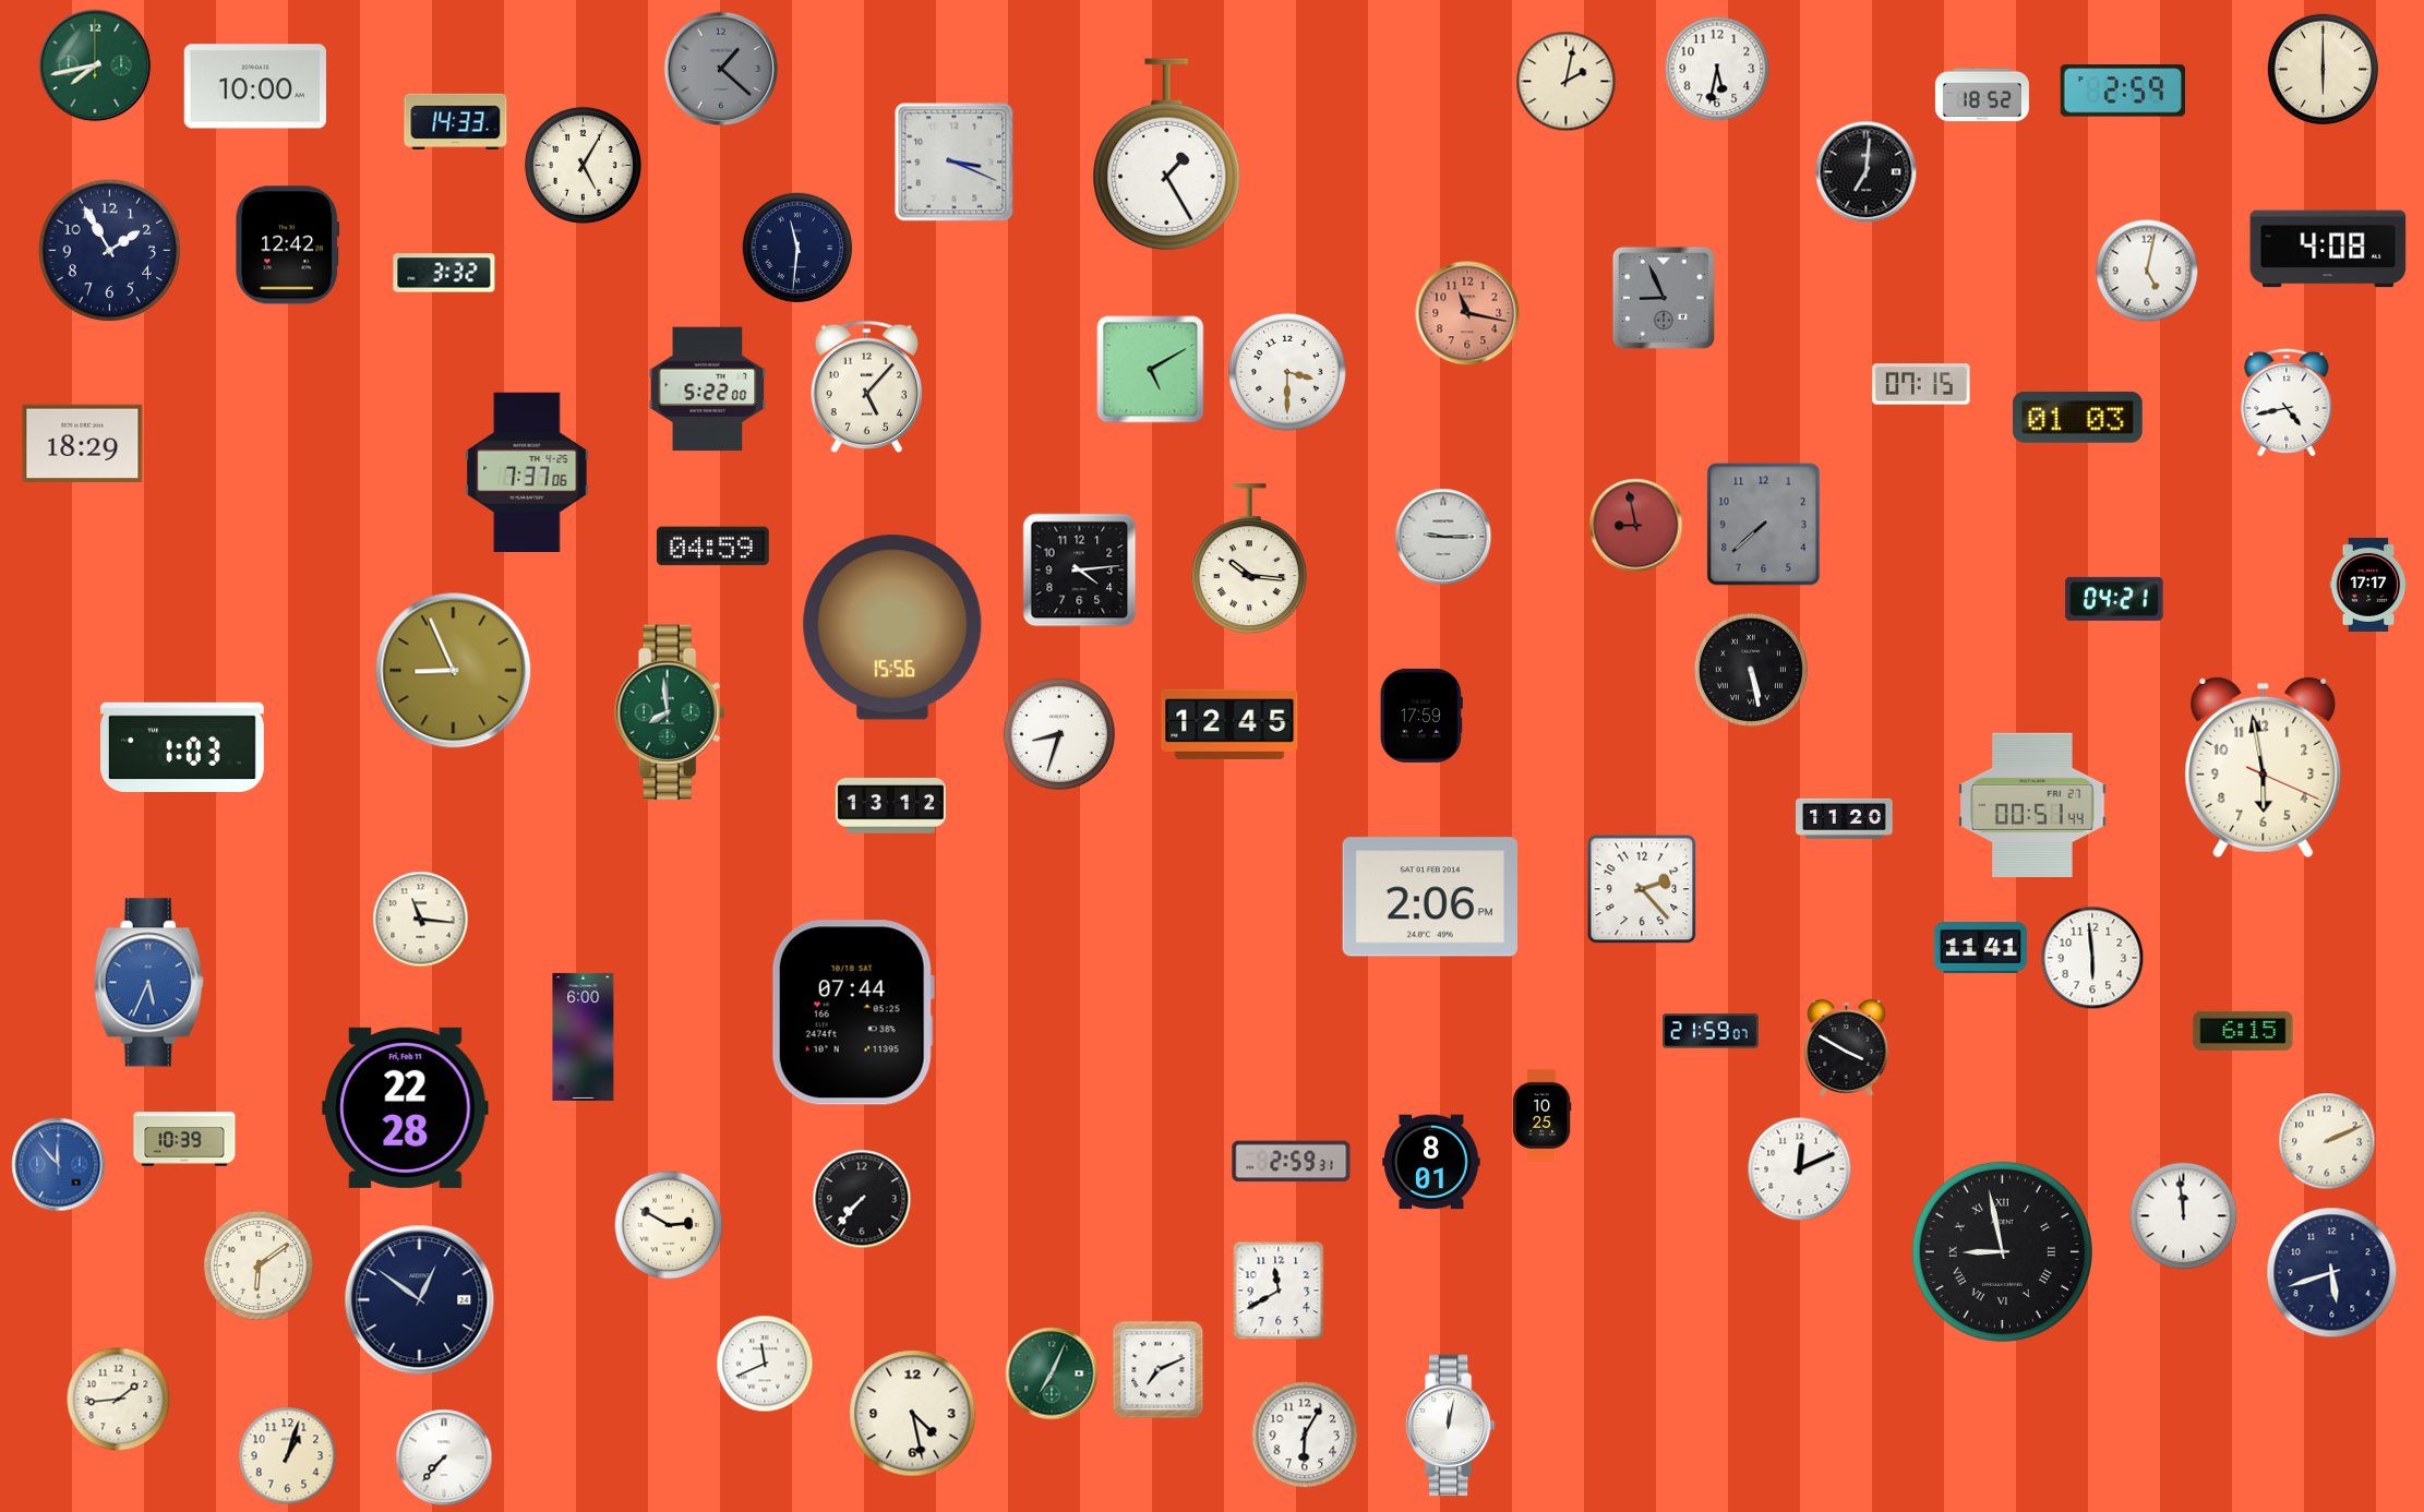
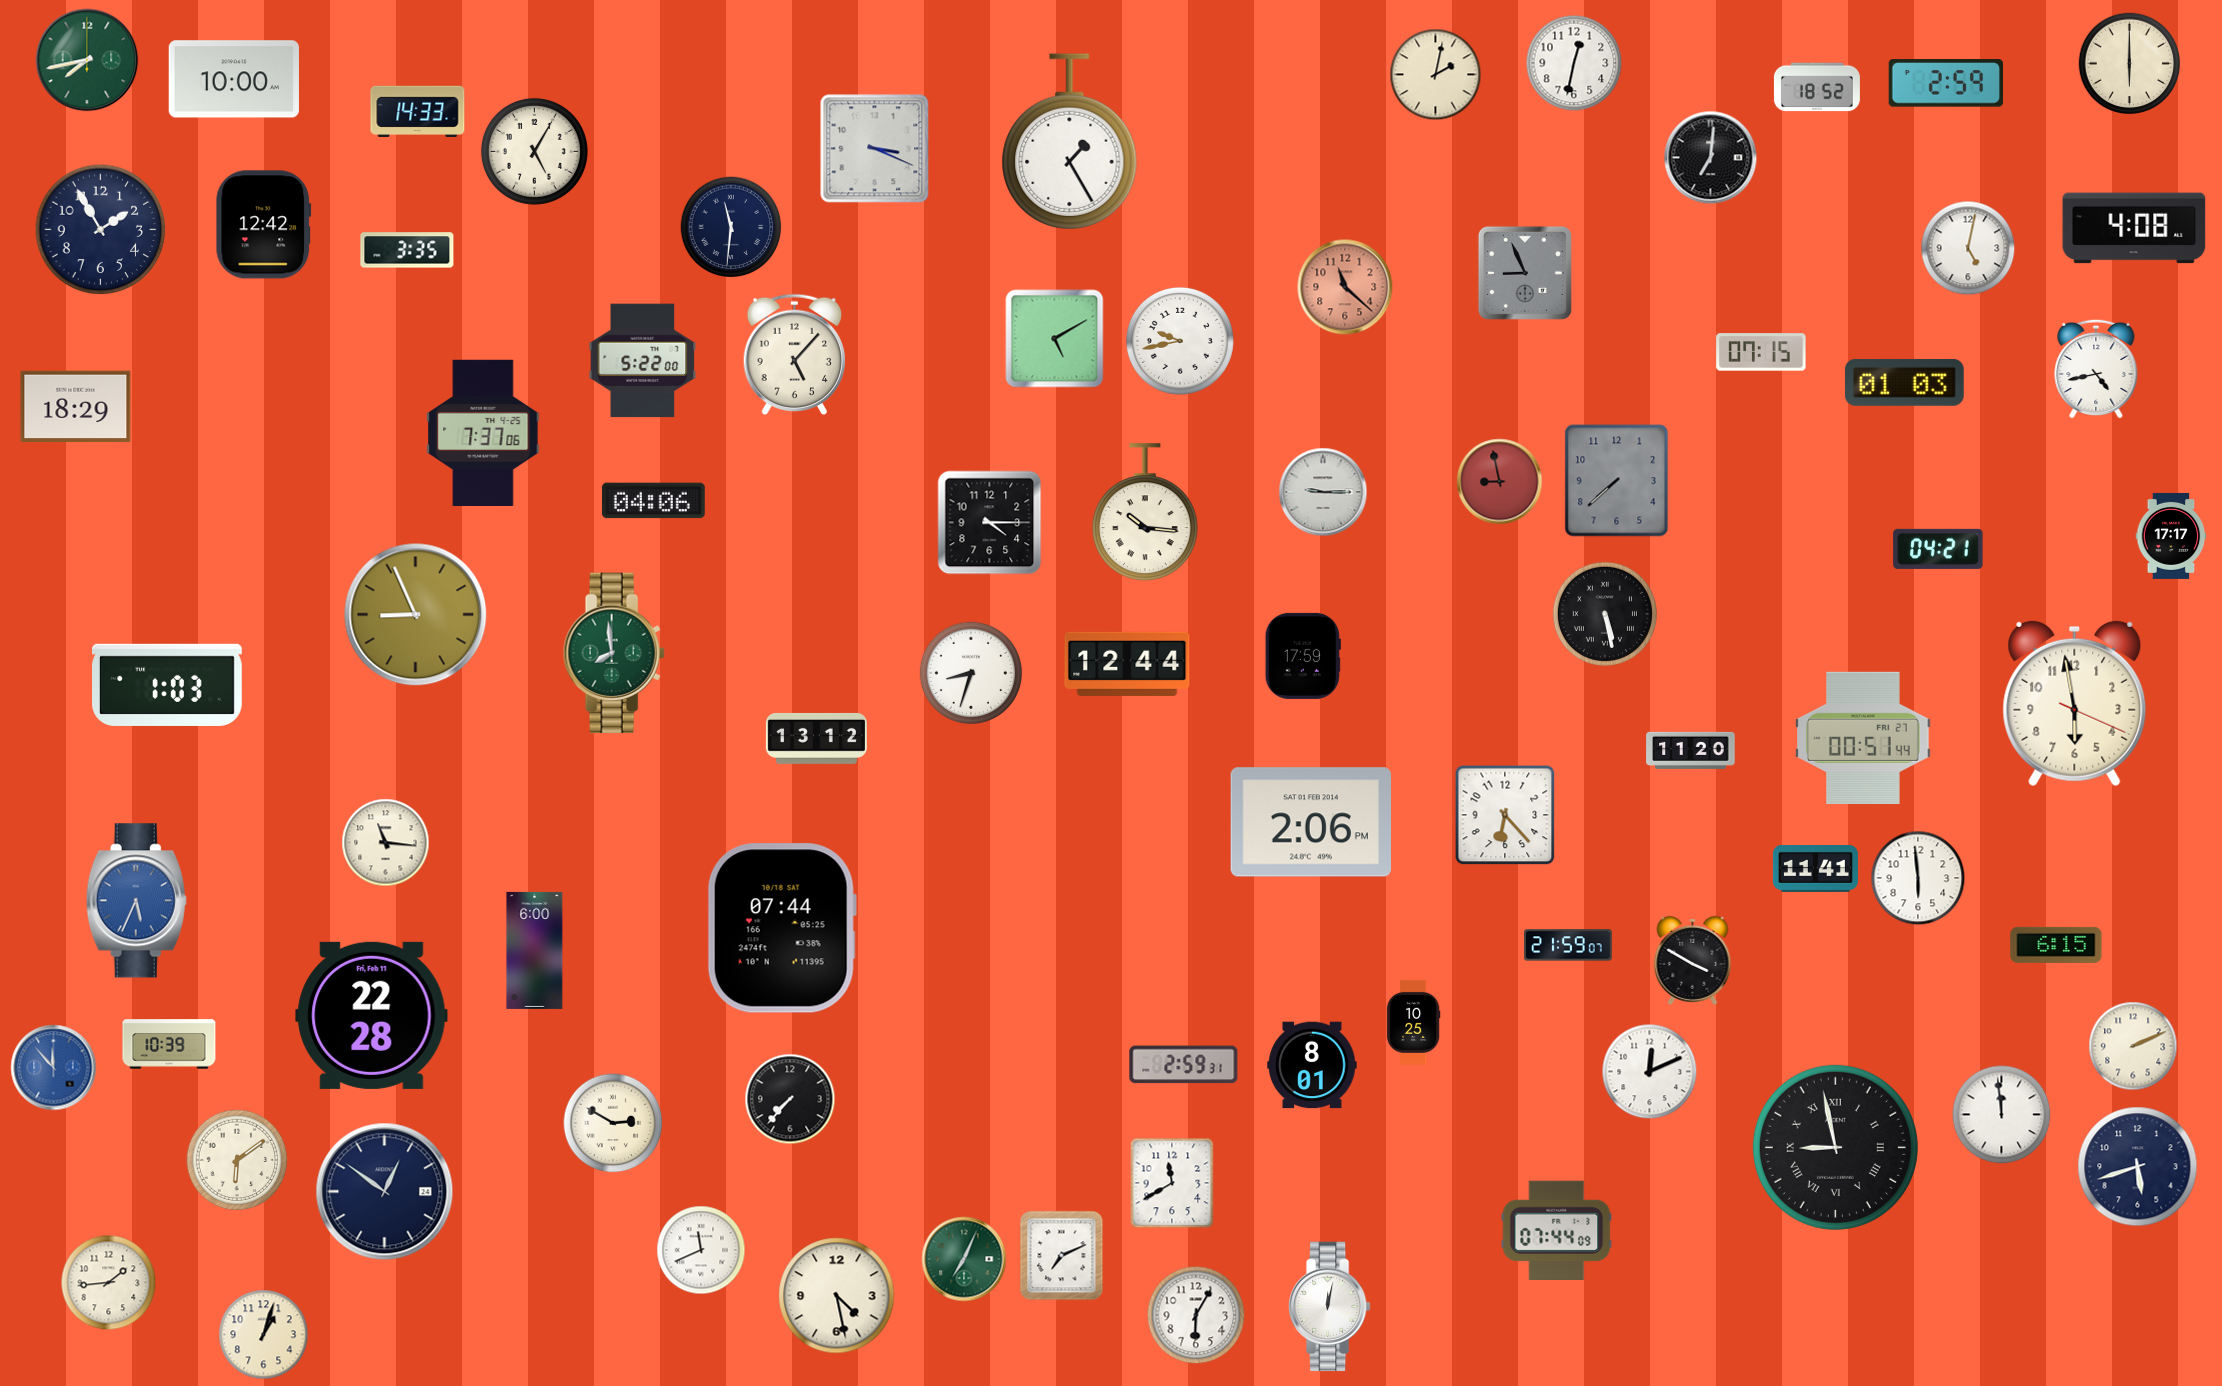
clock at (721, 69): 1:22 -> none
clock at (1717, 69): 5:32 -> 12:32
clock at (444, 273): 3:32 -> 3:35
clock at (1467, 313): 11:17 -> 11:22
clock at (1287, 372): 3:30 -> 9:43
clock at (708, 389) position: (708, 389) -> (643, 361)
clock at (712, 547): 04:59 -> 04:06
clock at (1080, 571): 4:14 -> 4:15
clock at (892, 627): 15:56 -> none
clock at (1229, 724): 12:45 -> 12:44
clock at (1642, 889): 2:23 -> 6:23
clock at (1557, 1230): none -> 07:44
clock at (444, 1457): 7:37 -> none
